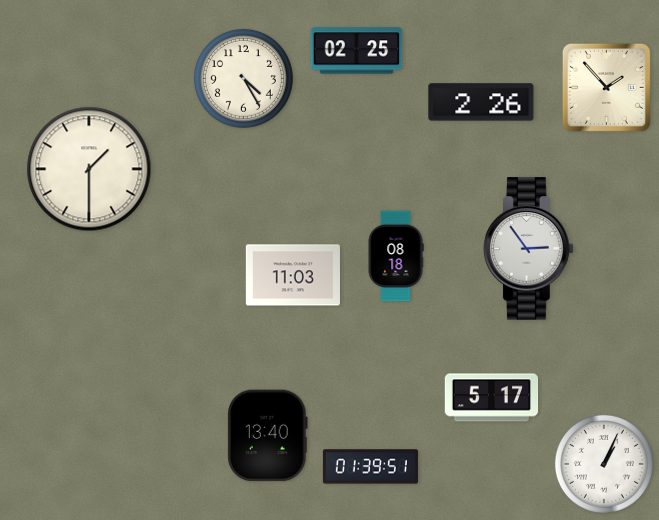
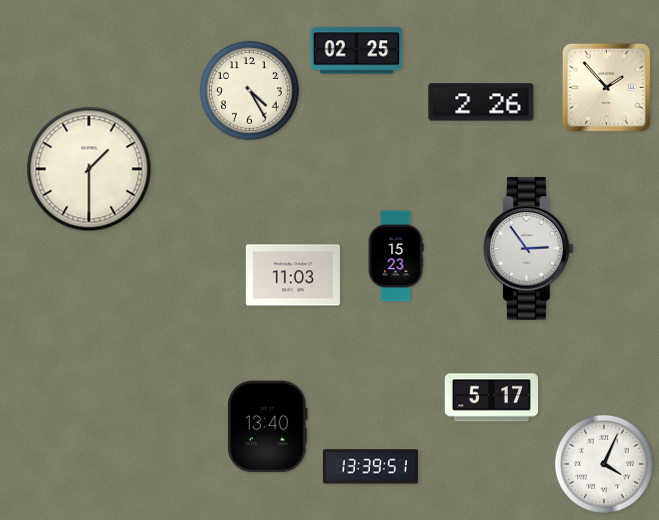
clock at (243, 78) position: (243, 78) -> (249, 90)
clock at (396, 256): 08:18 -> 15:23
clock at (268, 436) position: (268, 436) -> (268, 427)
clock at (604, 464): 1:04 -> 4:04
clock at (370, 467): 01:39 -> 13:39
